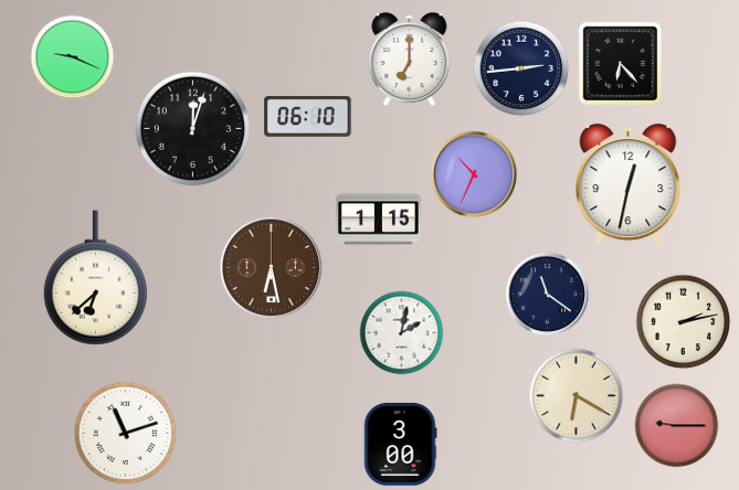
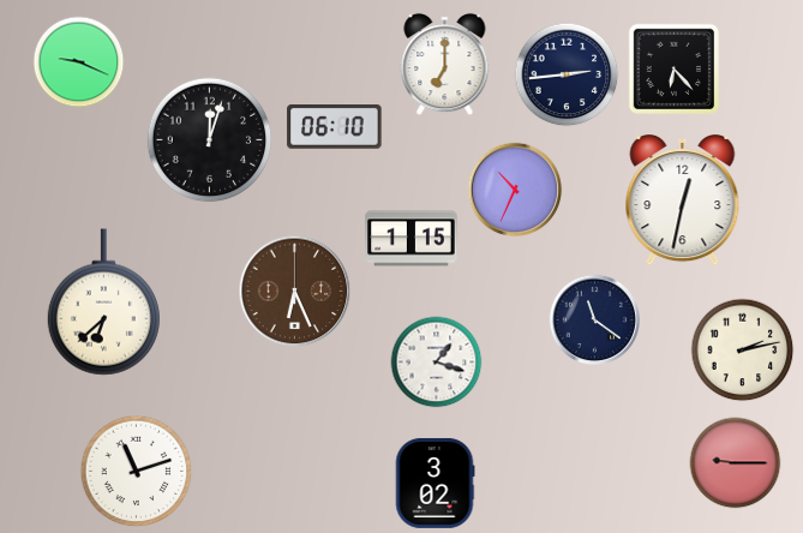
clock at (272, 268): 6:28 -> 6:26
clock at (402, 333): 2:02 -> 1:18
clock at (577, 396): 6:20 -> none
clock at (400, 444): 3:00 -> 3:02
